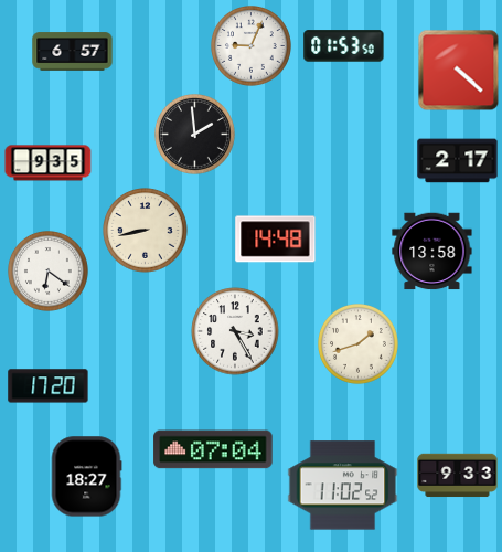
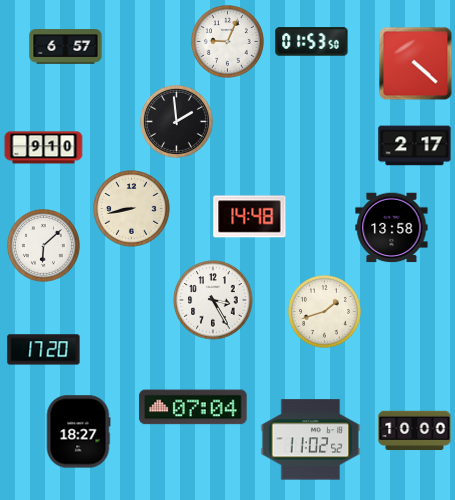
clock at (49, 163): 9:35 -> 9:10
clock at (49, 272): 6:21 -> 6:08
clock at (458, 476): 9:33 -> 10:00
